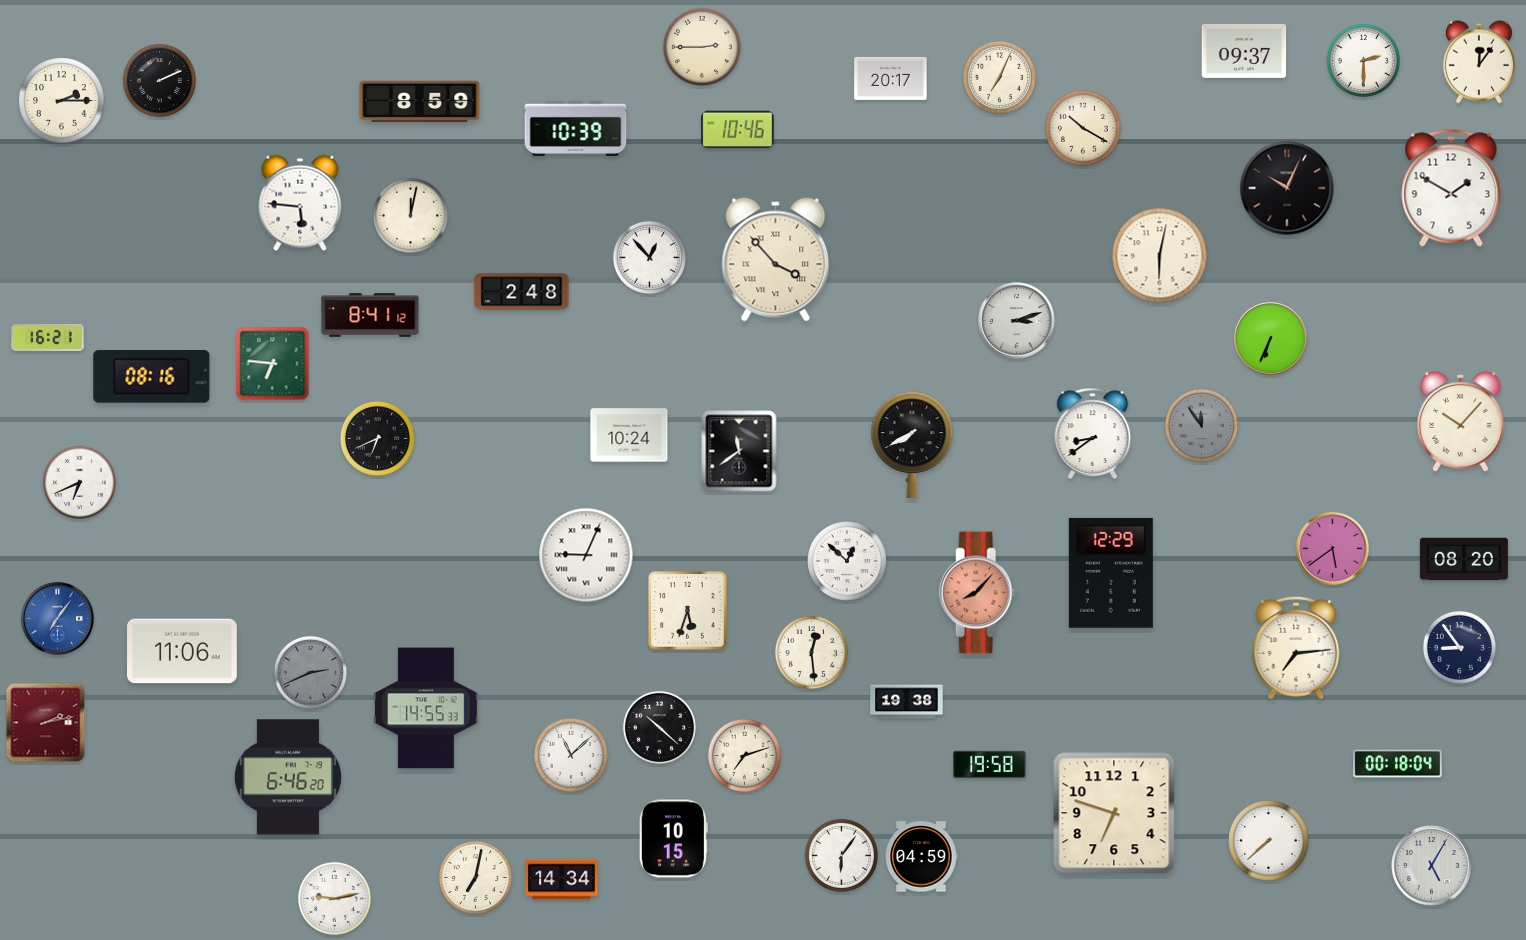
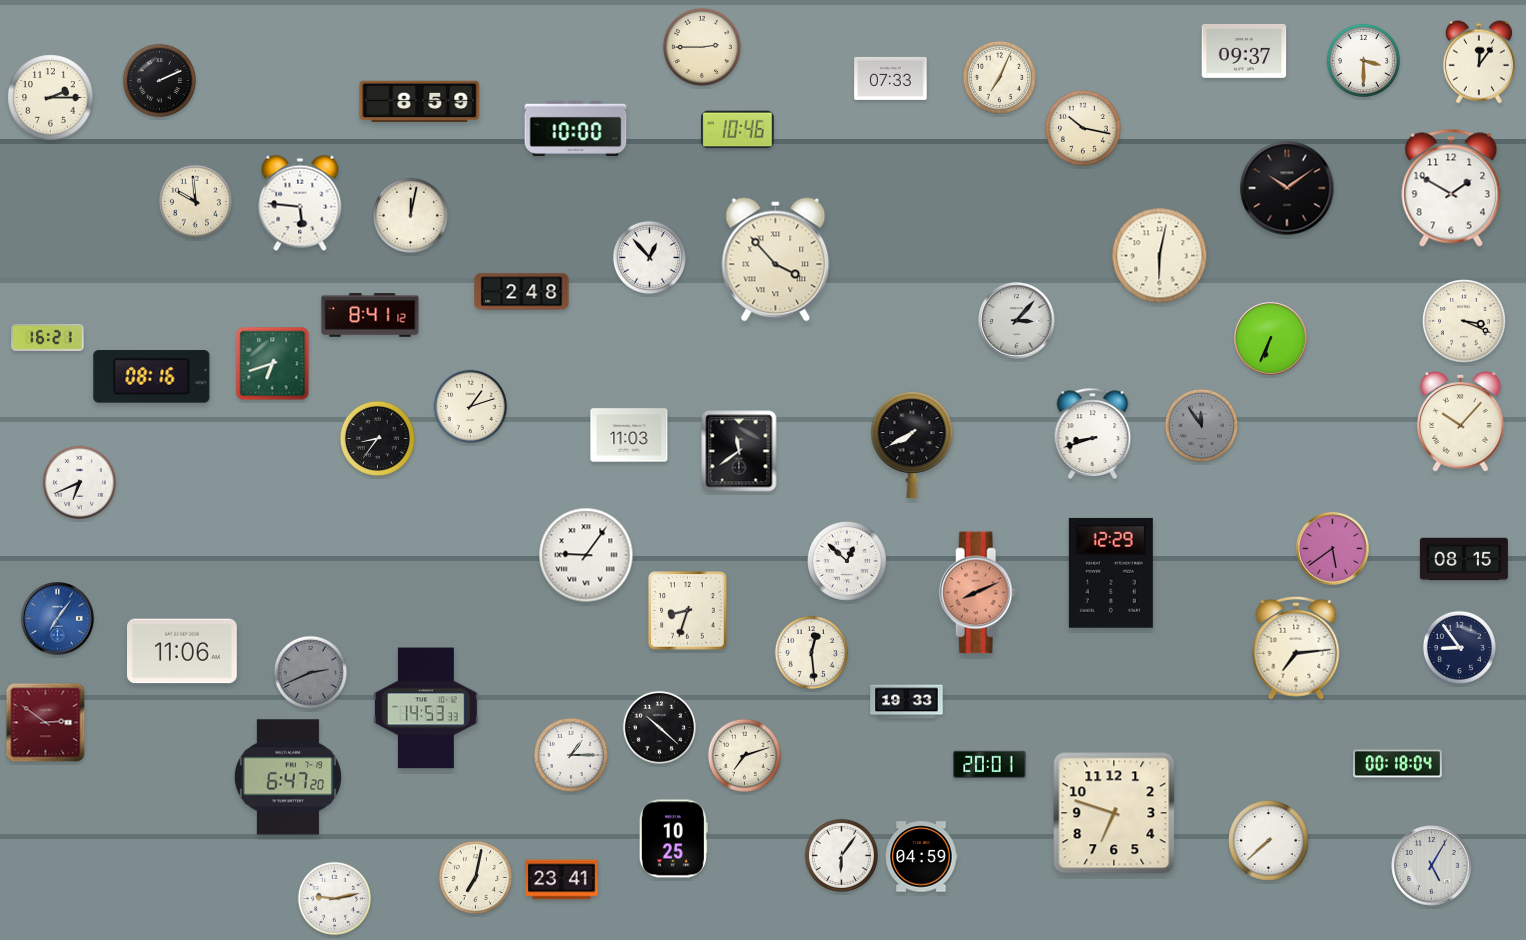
clock at (1363, 60): 2:30 -> 3:30
clock at (891, 78): 20:17 -> 07:33
clock at (62, 101) position: (62, 101) -> (51, 98)
clock at (576, 128): 10:39 -> 10:00
clock at (1083, 128): 10:20 -> 10:17
clock at (1287, 188): 10:04 -> 10:09
clock at (195, 201): none -> 9:59
clock at (1017, 321): 3:12 -> 3:07
clock at (1464, 321): none -> 3:19
clock at (273, 364): 6:46 -> 6:42
clock at (470, 406): none -> 1:12
clock at (1093, 433): 8:39 -> 8:42
clock at (629, 435): 10:24 -> 11:03
clock at (377, 438): 6:41 -> 8:36
clock at (586, 555): 9:04 -> 9:06
clock at (1464, 559): 08:20 -> 08:15
clock at (978, 593): 8:07 -> 8:11
clock at (688, 611): 5:33 -> 8:33
clock at (907, 702): 19:38 -> 19:33
clock at (427, 708): 14:55 -> 14:53
clock at (46, 723): 2:13 -> 2:51
clock at (571, 755): 11:08 -> 1:15
clock at (990, 764): 19:58 -> 20:01
clock at (288, 777): 6:46 -> 6:47
clock at (673, 839): 10:15 -> 10:25
clock at (562, 880): 14:34 -> 23:41
